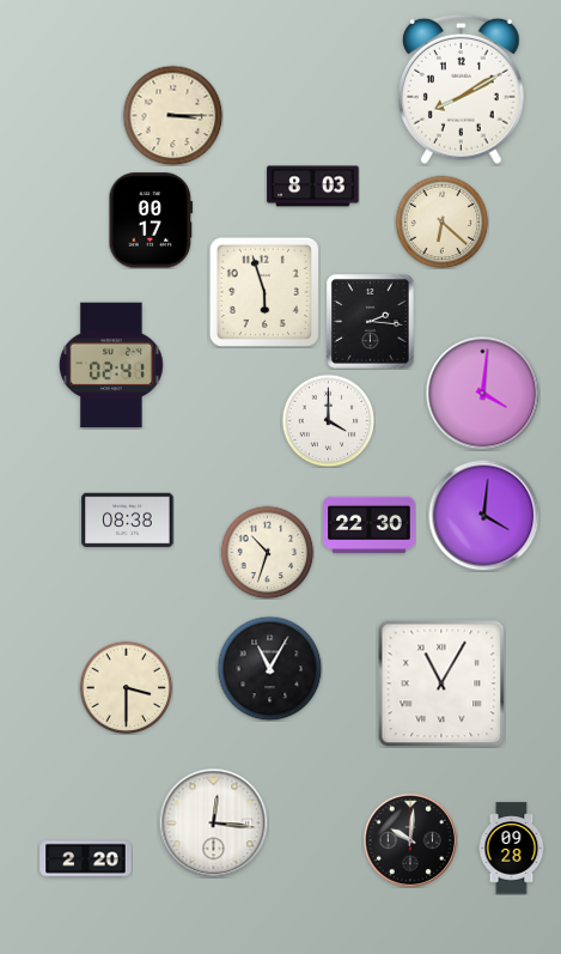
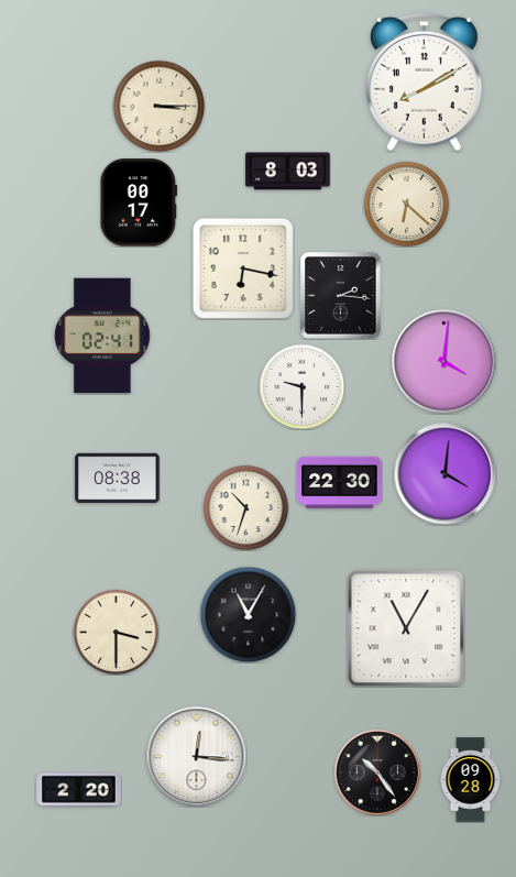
clock at (264, 292): 5:57 -> 6:17
clock at (328, 420): 4:00 -> 9:30
clock at (409, 839): 10:01 -> 10:24
